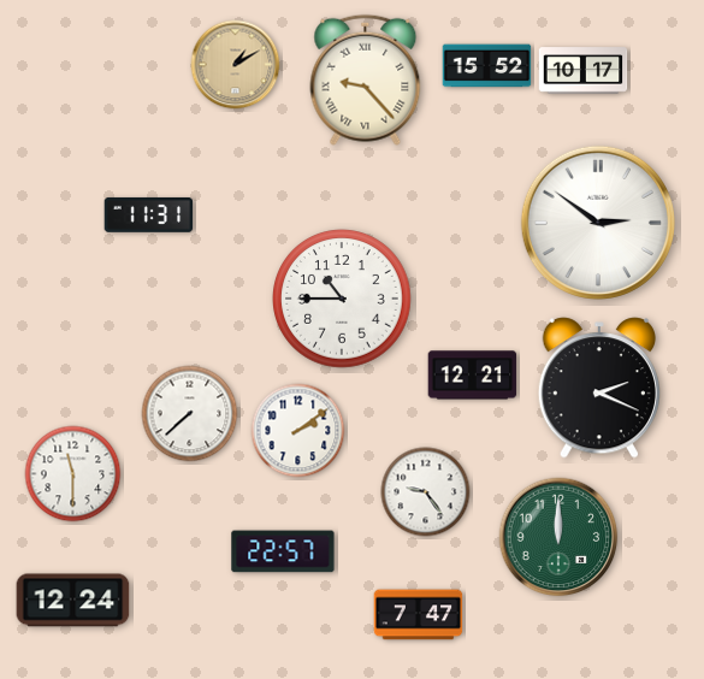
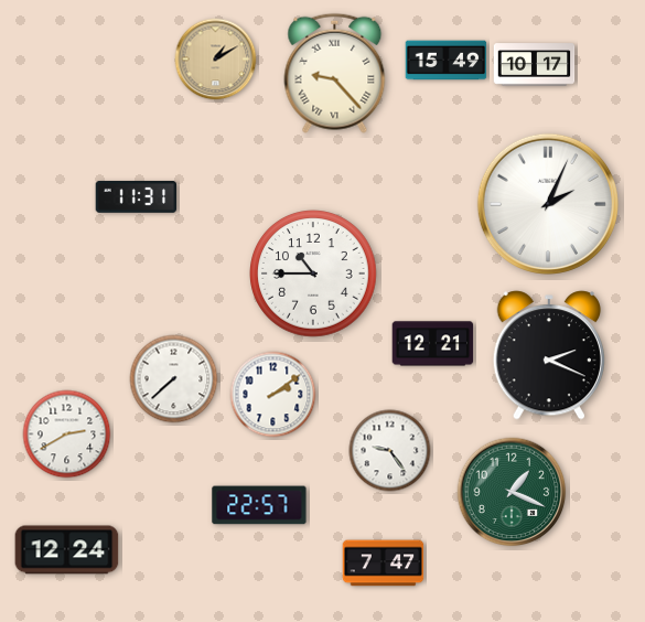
clock at (487, 66): 15:52 -> 15:49
clock at (598, 223): 2:51 -> 2:04
clock at (73, 474): 11:30 -> 2:40
clock at (558, 537): 12:00 -> 1:19
